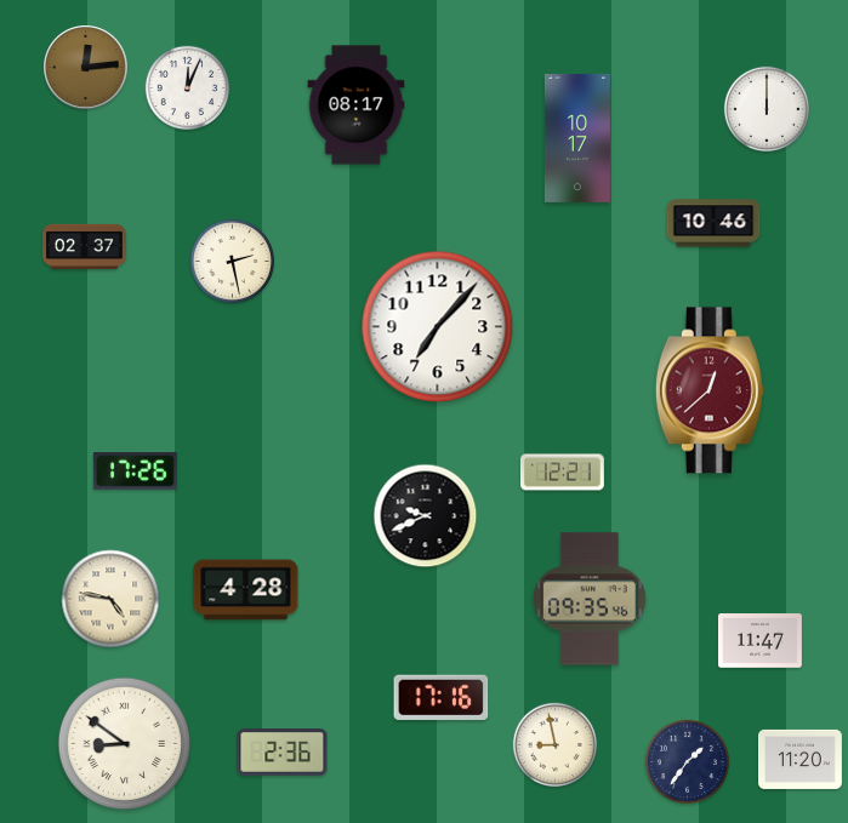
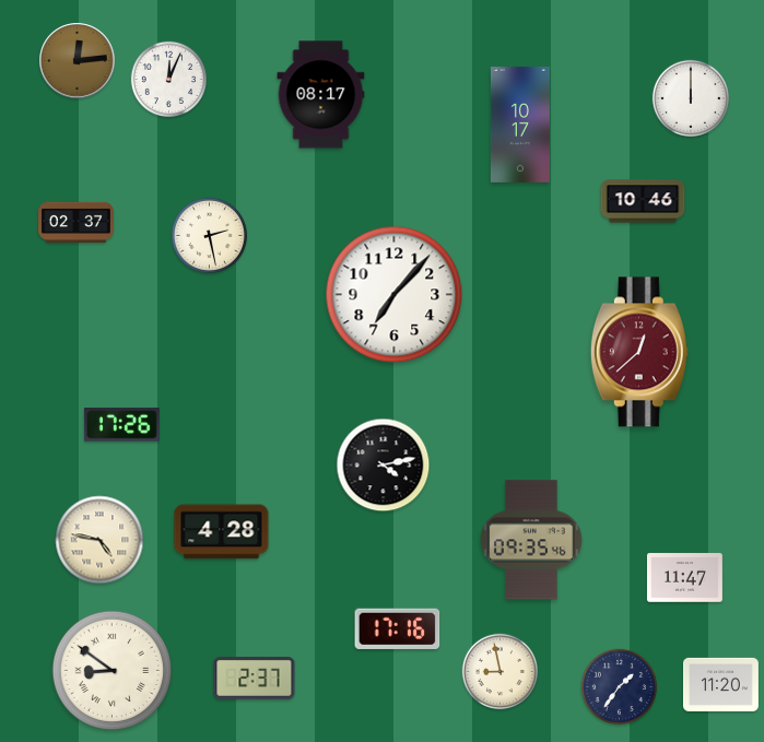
clock at (562, 473): 12:21 -> none
clock at (426, 516): 9:41 -> 4:13
clock at (283, 753): 2:36 -> 2:37
